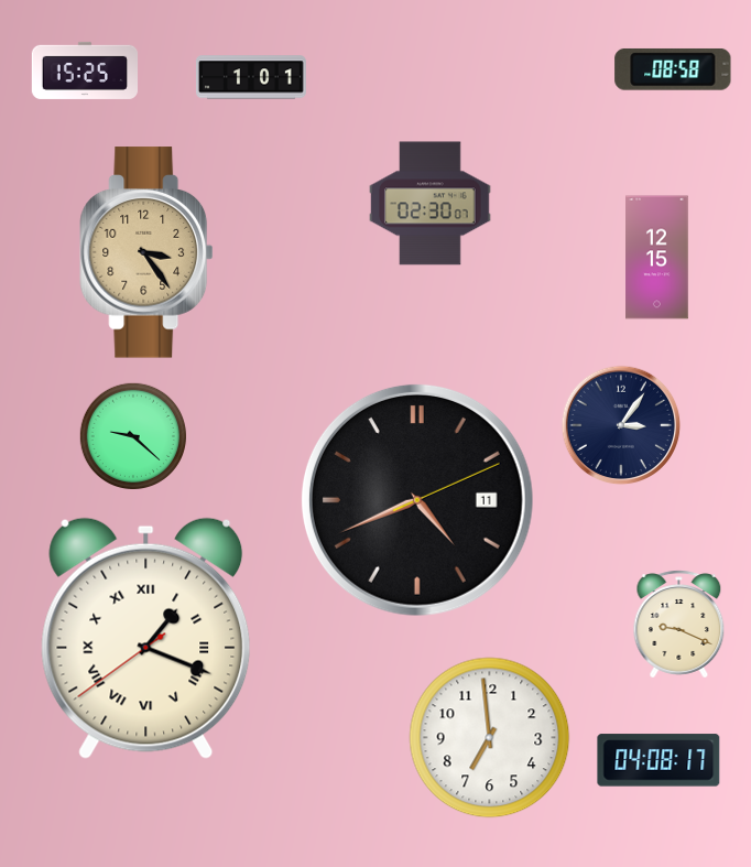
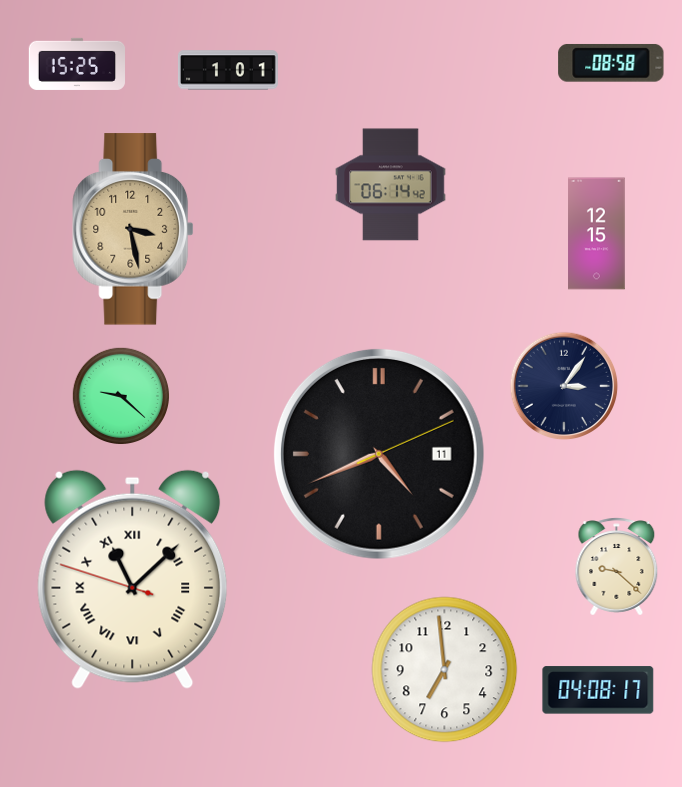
clock at (431, 204): 02:30 -> 06:14
clock at (146, 252): 3:24 -> 3:28
clock at (679, 625): 9:19 -> 9:22
clock at (146, 638): 1:18 -> 11:07
